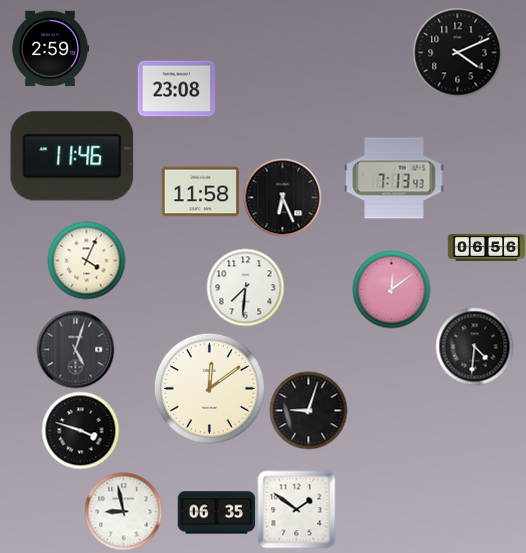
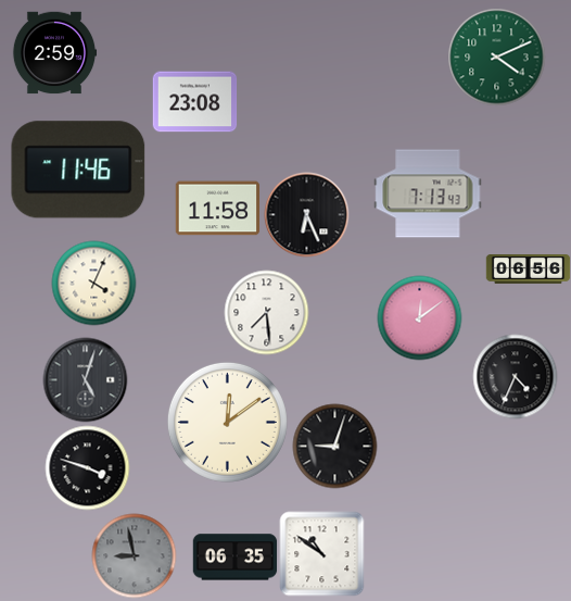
clock at (457, 52) dial: black -> green
clock at (176, 89) position: (176, 89) -> (194, 102)
clock at (245, 287): 7:31 -> 7:29
clock at (391, 289) position: (391, 289) -> (419, 317)
clock at (474, 346): 4:31 -> 4:34
clock at (75, 349) position: (75, 349) -> (85, 379)
clock at (296, 509): 1:51 -> 10:51
clock at (123, 511) dial: white -> grey
